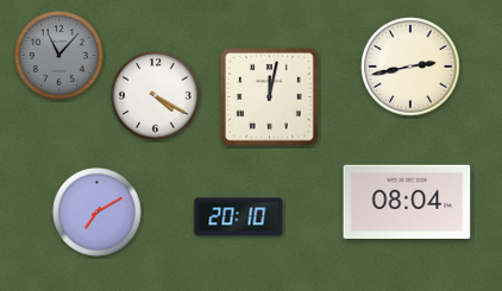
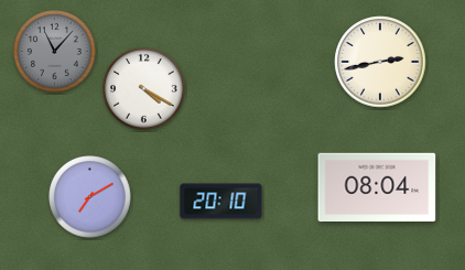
clock at (269, 96): 12:02 -> none
